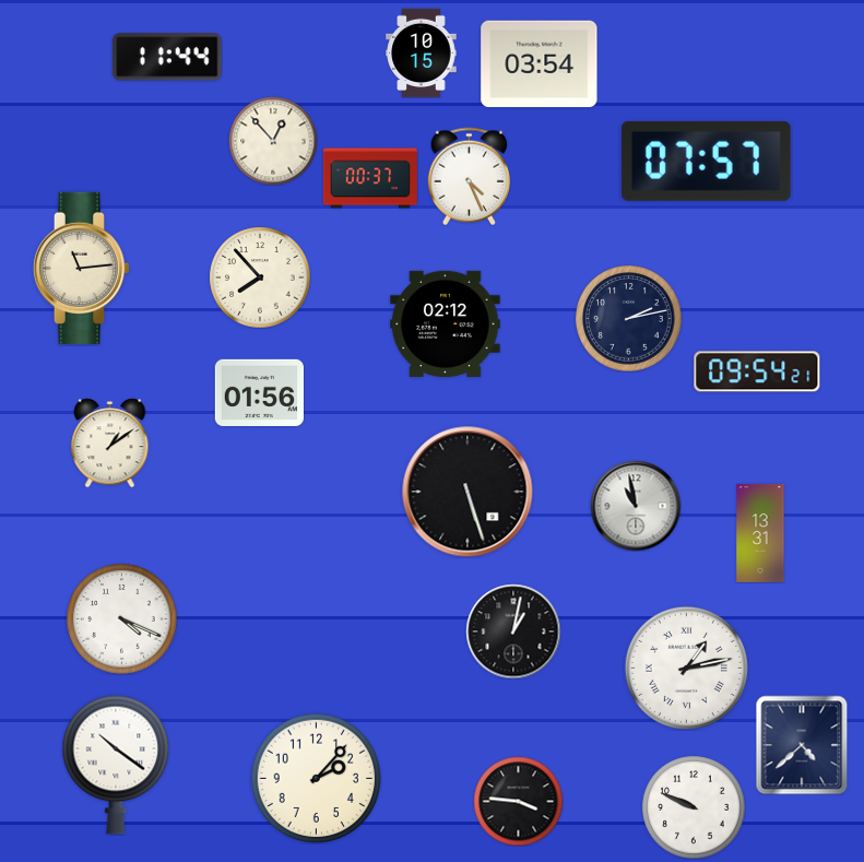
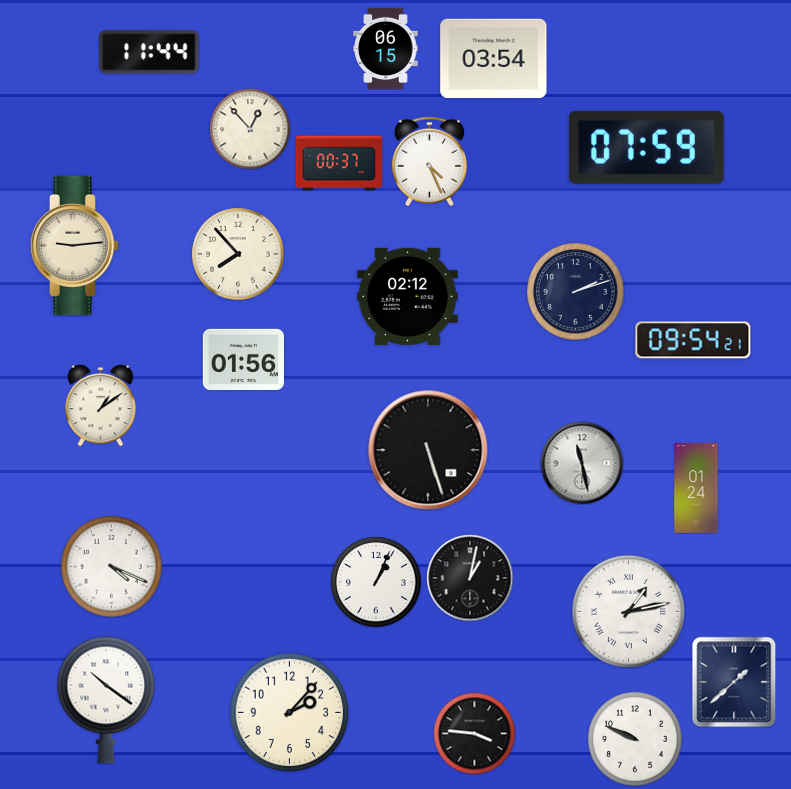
clock at (422, 52): 10:15 -> 06:15
clock at (167, 57) position: (167, 57) -> (149, 52)
clock at (706, 161): 07:57 -> 07:59
clock at (82, 268): 11:14 -> 9:14
clock at (629, 319): 2:13 -> 2:12
clock at (259, 392) position: (259, 392) -> (243, 359)
clock at (636, 506): 10:58 -> 11:28
clock at (760, 533): 13:31 -> 01:24
clock at (376, 582): none -> 1:04
clock at (802, 745): 4:38 -> 1:38
